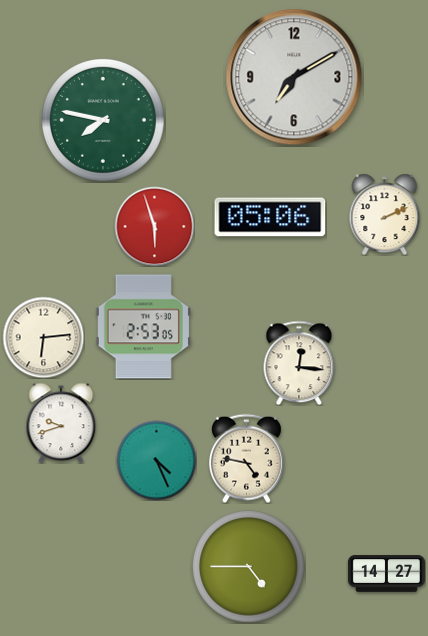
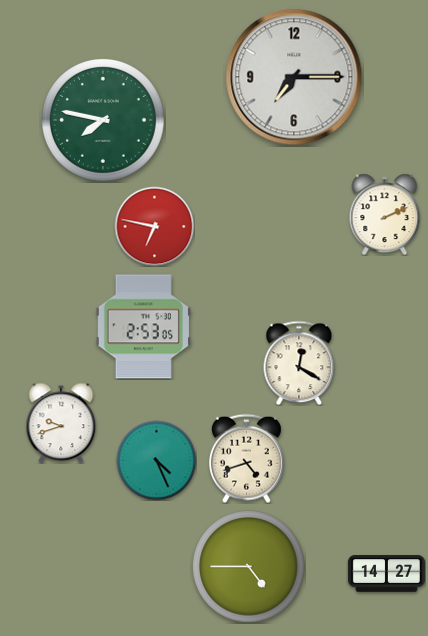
clock at (294, 77): 7:10 -> 7:15
clock at (270, 217): 05:06 -> none
clock at (154, 226): 5:57 -> 6:47
clock at (43, 337): 6:14 -> none
clock at (299, 363): 12:16 -> 12:20
clock at (247, 458): 4:47 -> 4:42
